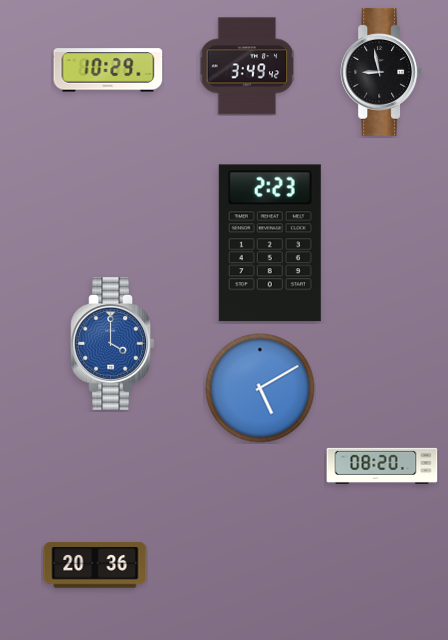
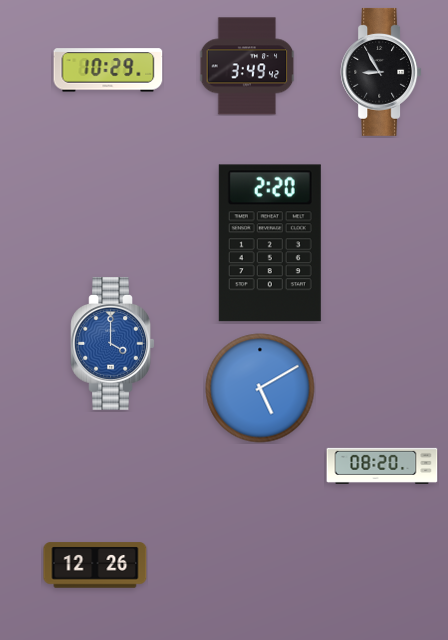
clock at (381, 72): 8:58 -> 8:55
clock at (270, 243): 2:23 -> 2:20
clock at (95, 565): 20:36 -> 12:26
